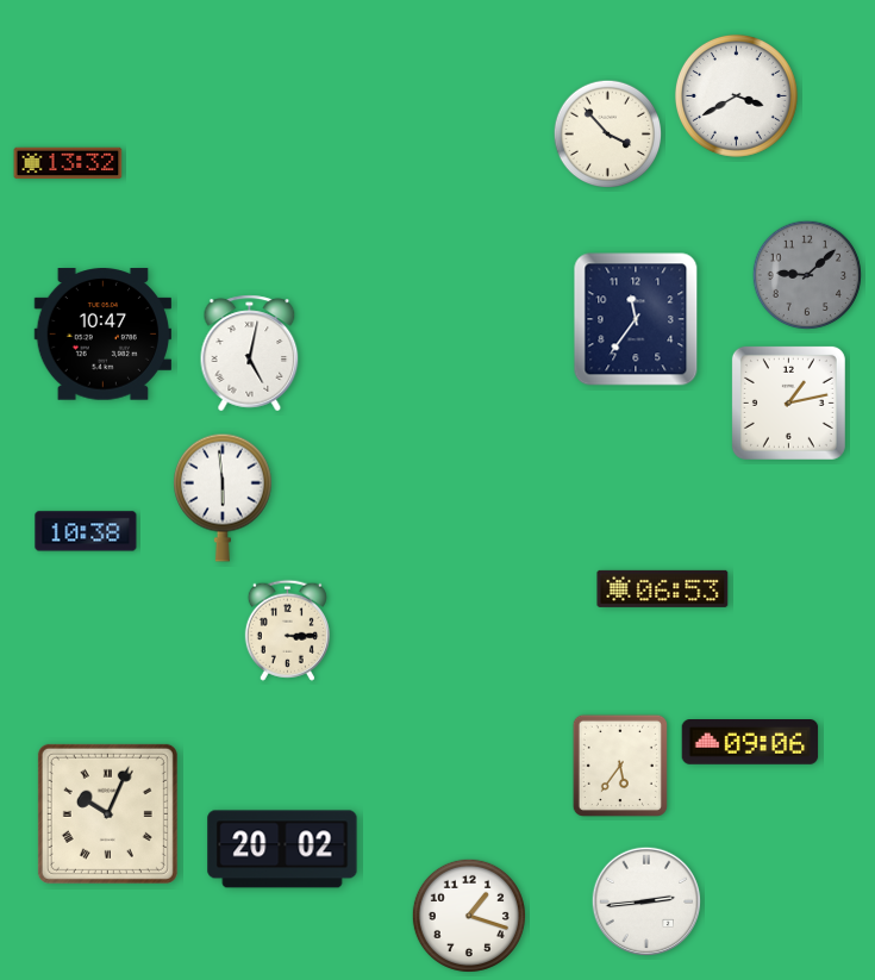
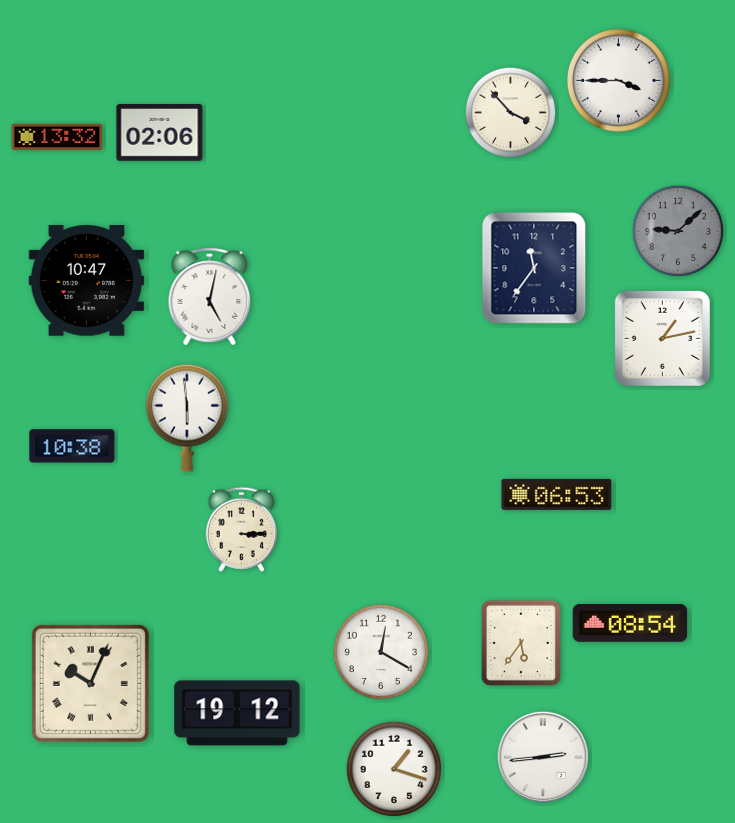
clock at (736, 95): 3:40 -> 3:45
clock at (160, 133): none -> 02:06
clock at (750, 742): 09:06 -> 08:54
clock at (381, 652): none -> 12:20
clock at (282, 849): 20:02 -> 19:12
